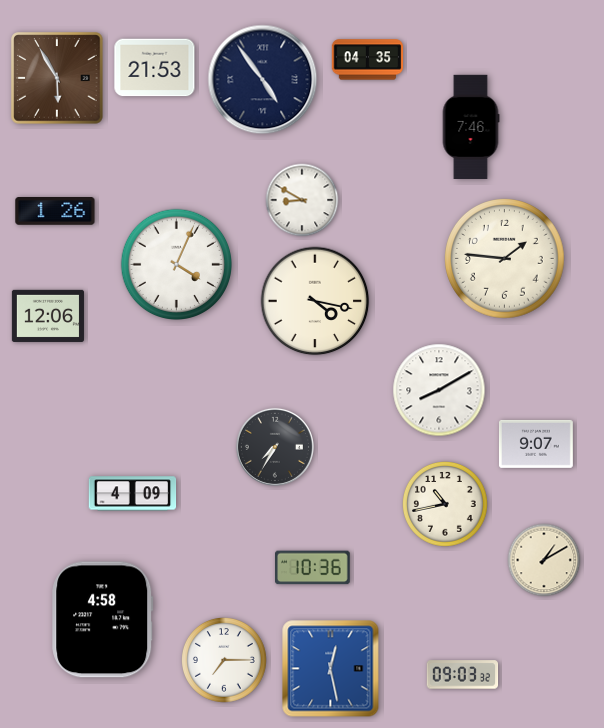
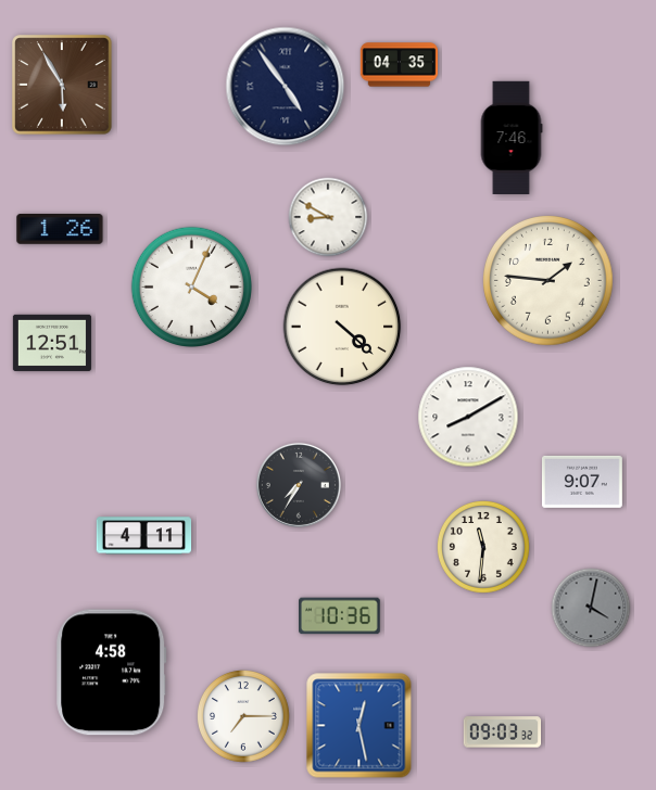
clock at (155, 68): 21:53 -> none
clock at (315, 301): 4:17 -> 4:22
clock at (48, 316): 12:06 -> 12:51
clock at (439, 390) position: (439, 390) -> (468, 417)
clock at (133, 494): 4:09 -> 4:11
clock at (446, 505): 10:43 -> 11:31
clock at (544, 560): 1:10 -> 4:02
clock at (544, 560) dial: cream -> grey
